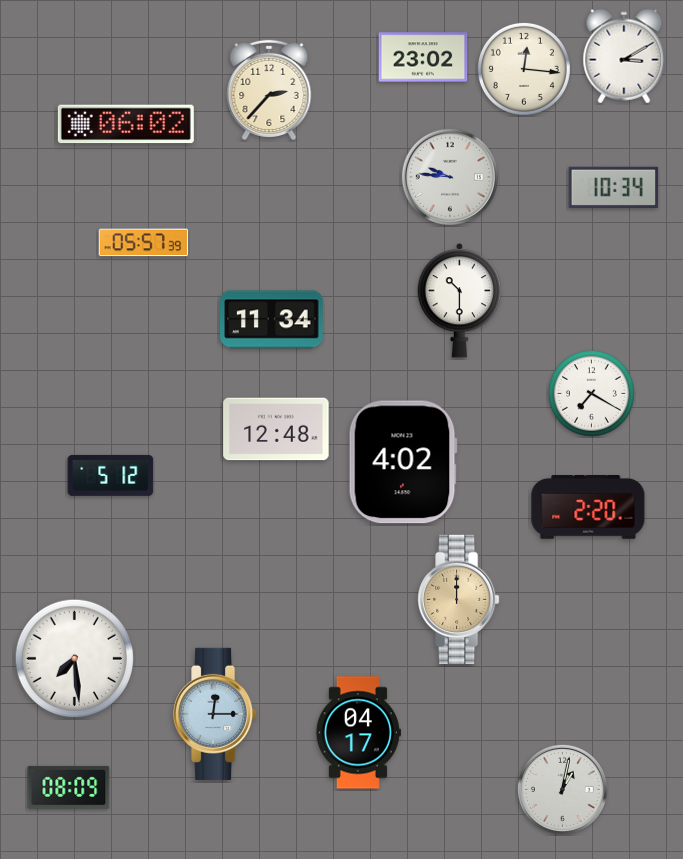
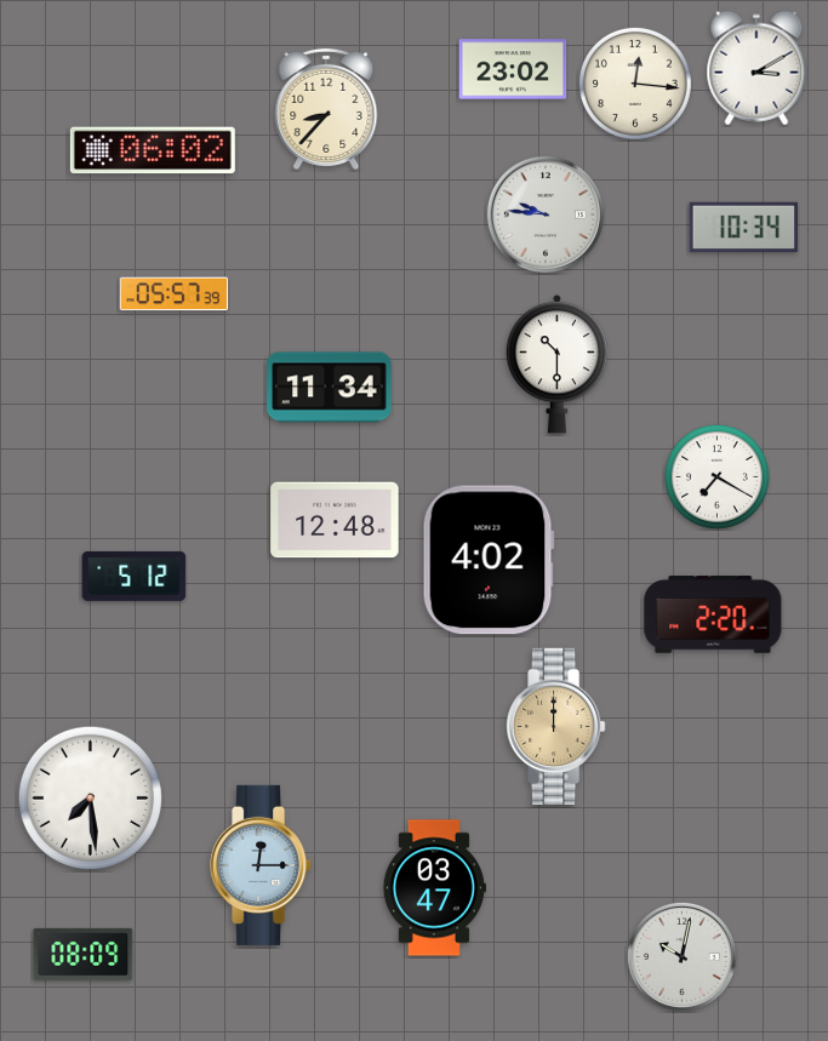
clock at (269, 90): 2:37 -> 8:37
clock at (358, 733): 04:17 -> 03:47
clock at (562, 789): 1:02 -> 10:02
